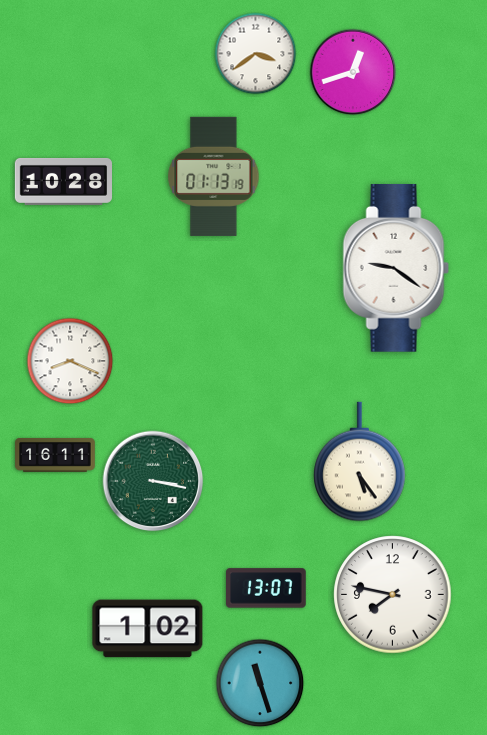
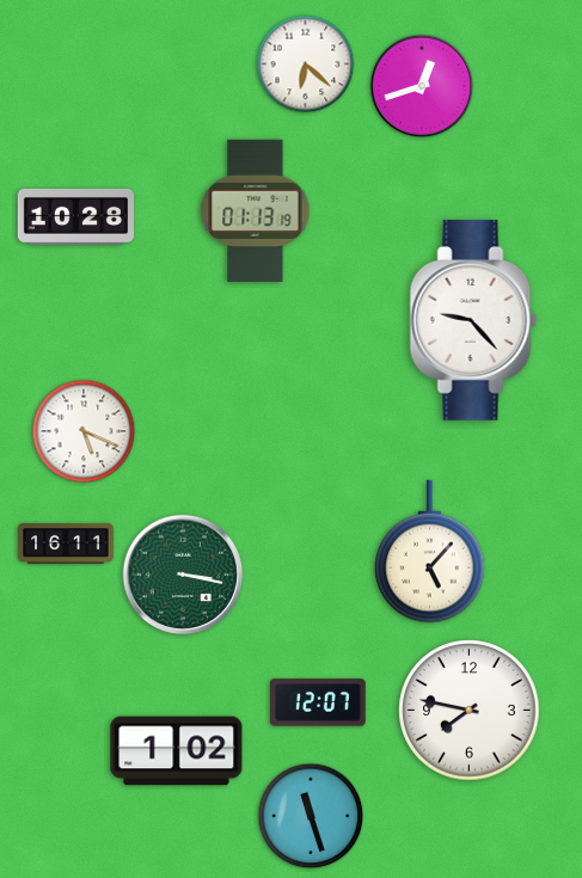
clock at (256, 54): 3:39 -> 6:22
clock at (396, 268): 9:21 -> 9:23
clock at (70, 361): 8:19 -> 5:19
clock at (360, 462): 5:24 -> 5:07
clock at (266, 588): 13:07 -> 12:07
